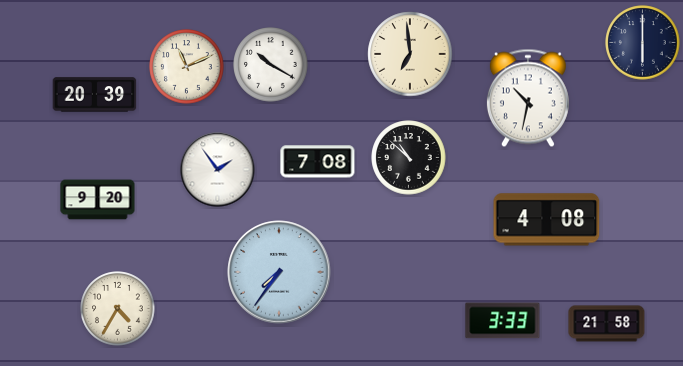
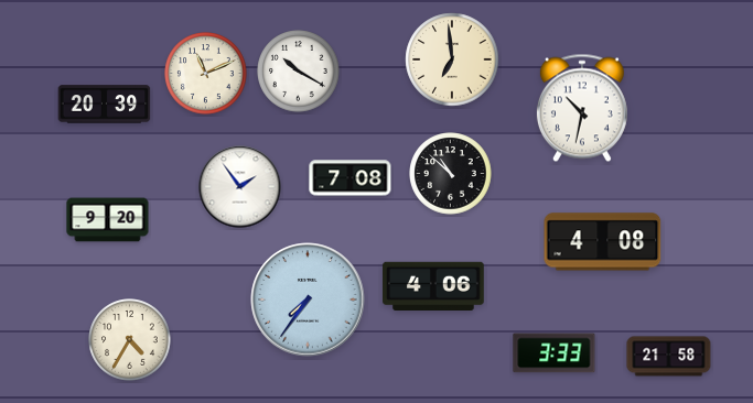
clock at (643, 43): 6:00 -> none
clock at (433, 285): none -> 4:06
